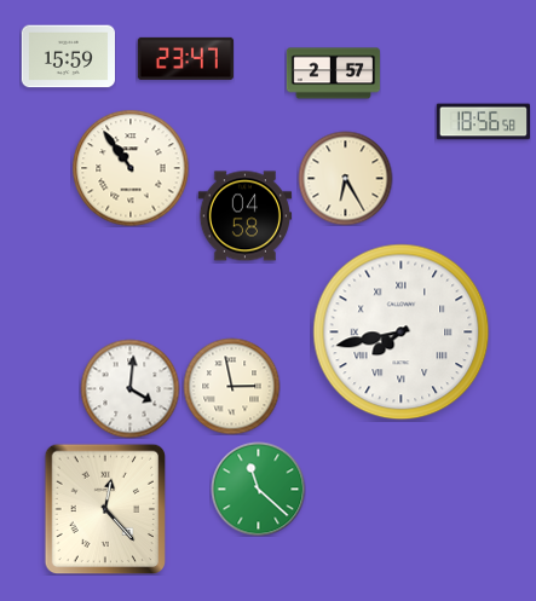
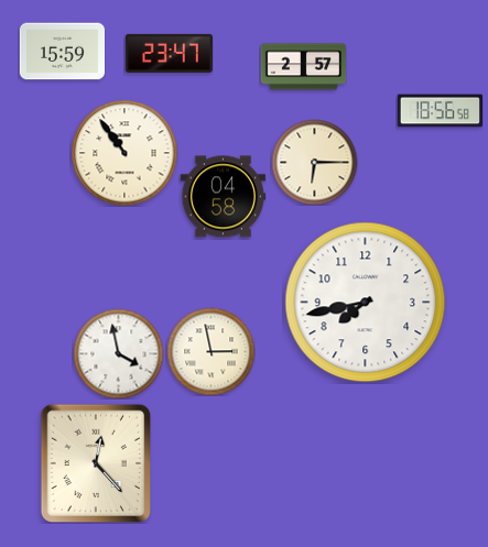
clock at (131, 168) position: (131, 168) -> (124, 153)
clock at (345, 178): 6:25 -> 6:15
clock at (402, 333) numerals: Roman -> Arabic
clock at (129, 388): 4:01 -> 3:58
clock at (258, 489): 11:22 -> none
